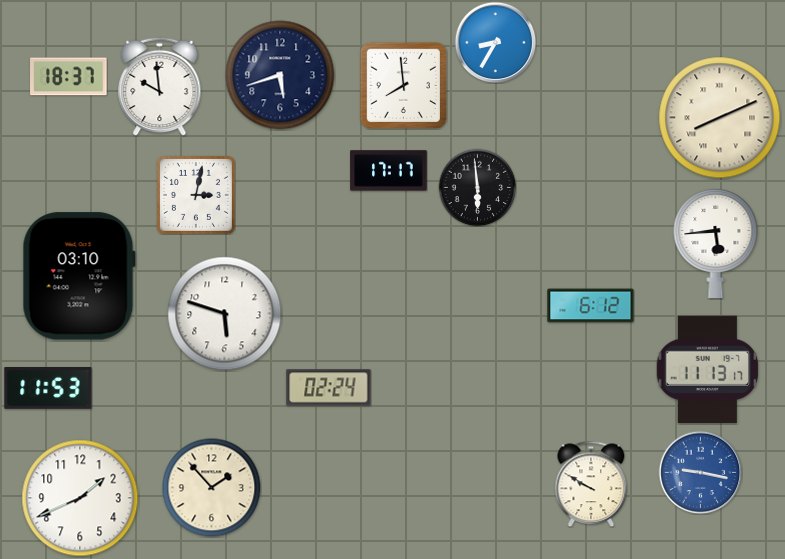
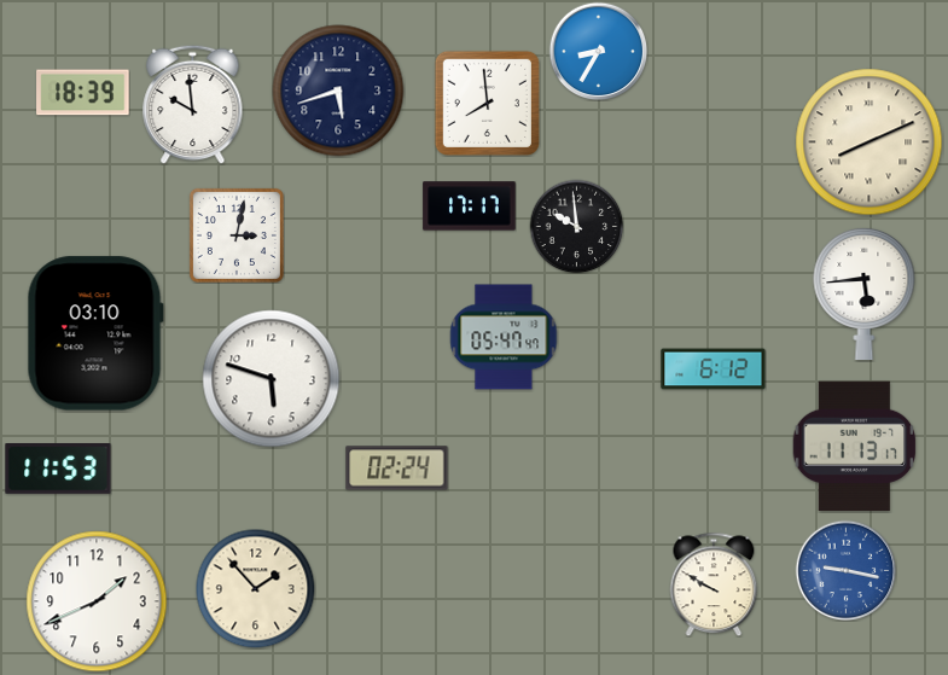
clock at (69, 77): 18:37 -> 18:39
clock at (477, 187): 5:59 -> 9:59
clock at (504, 337): none -> 05:47
